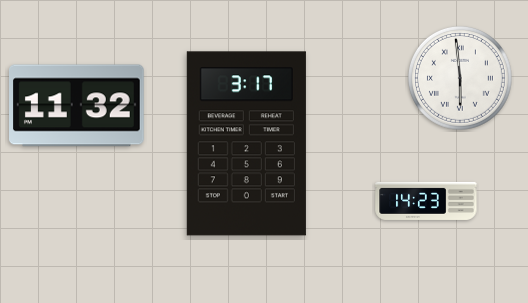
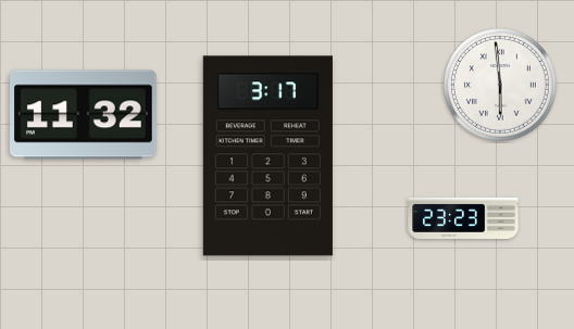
clock at (426, 201): 14:23 -> 23:23
